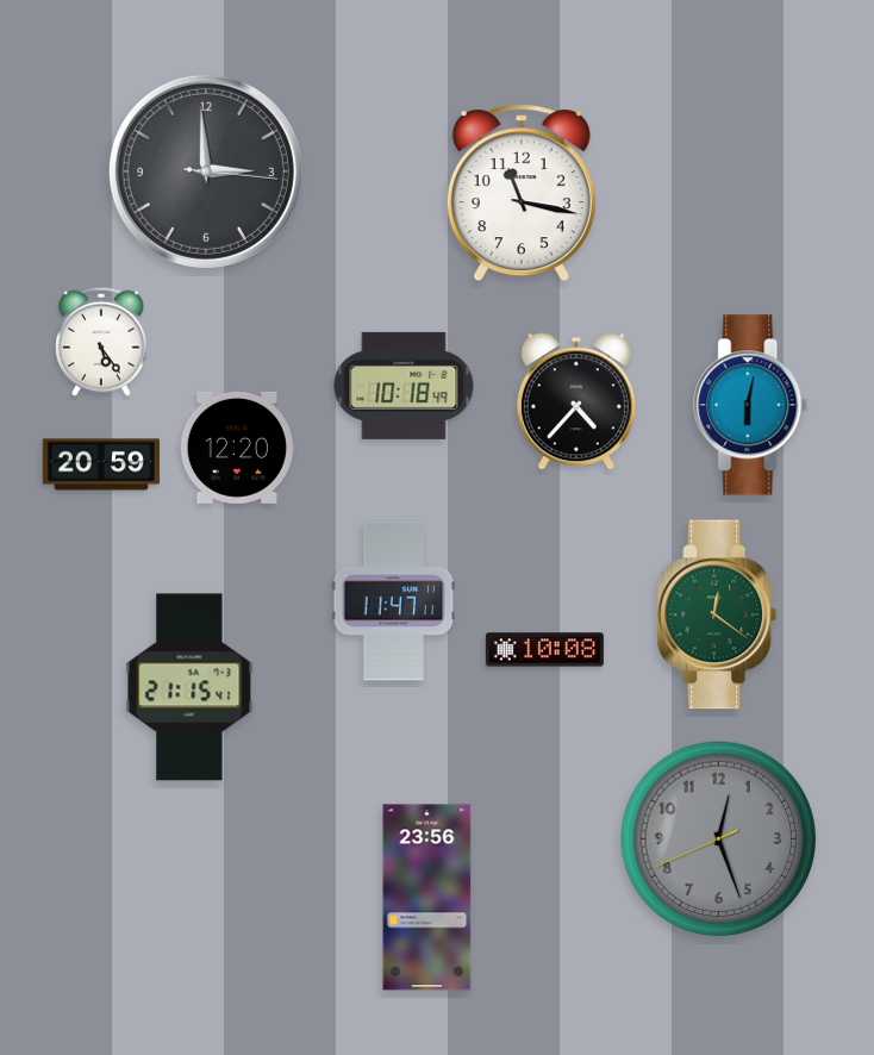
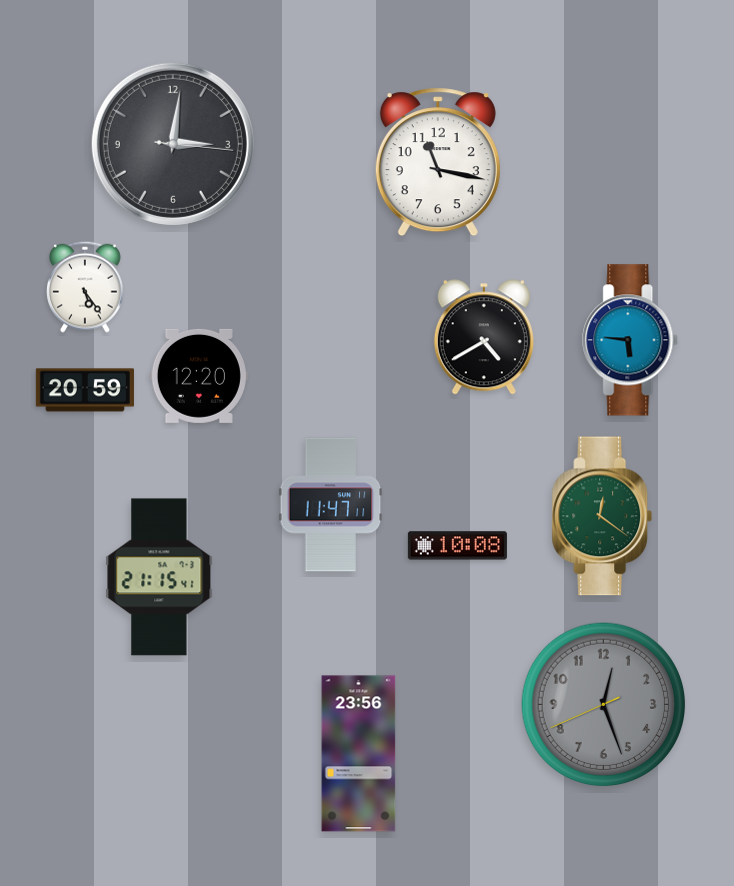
clock at (206, 171): 2:59 -> 3:01
clock at (404, 386): 10:18 -> none
clock at (576, 401): 4:37 -> 4:40
clock at (751, 405): 6:02 -> 5:46
